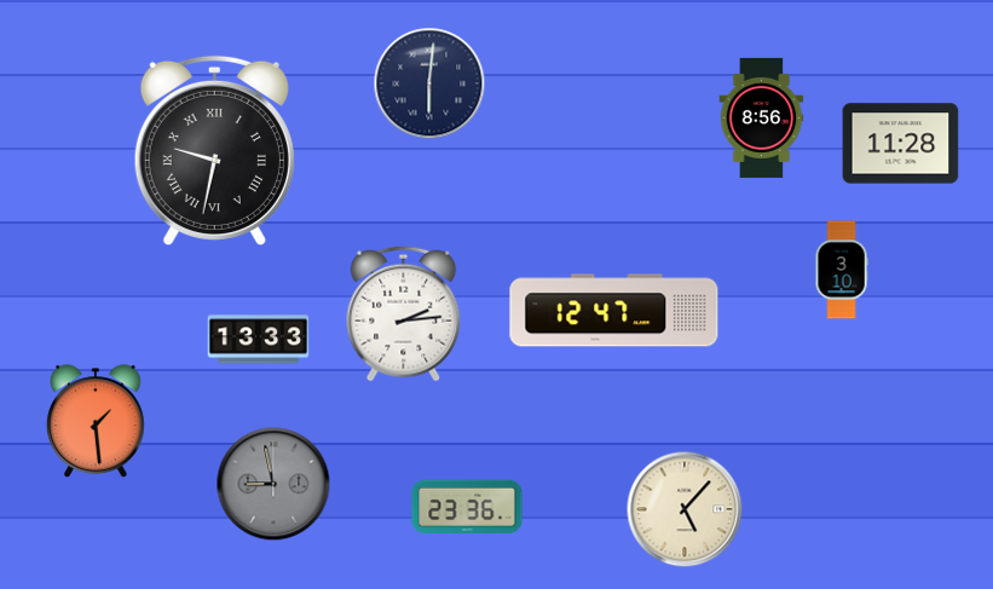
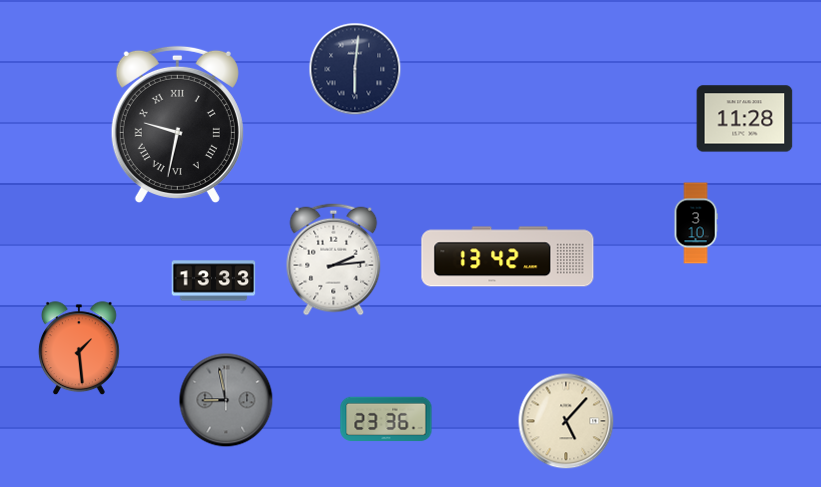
clock at (762, 117): 8:56 -> none
clock at (614, 311): 12:47 -> 13:42
